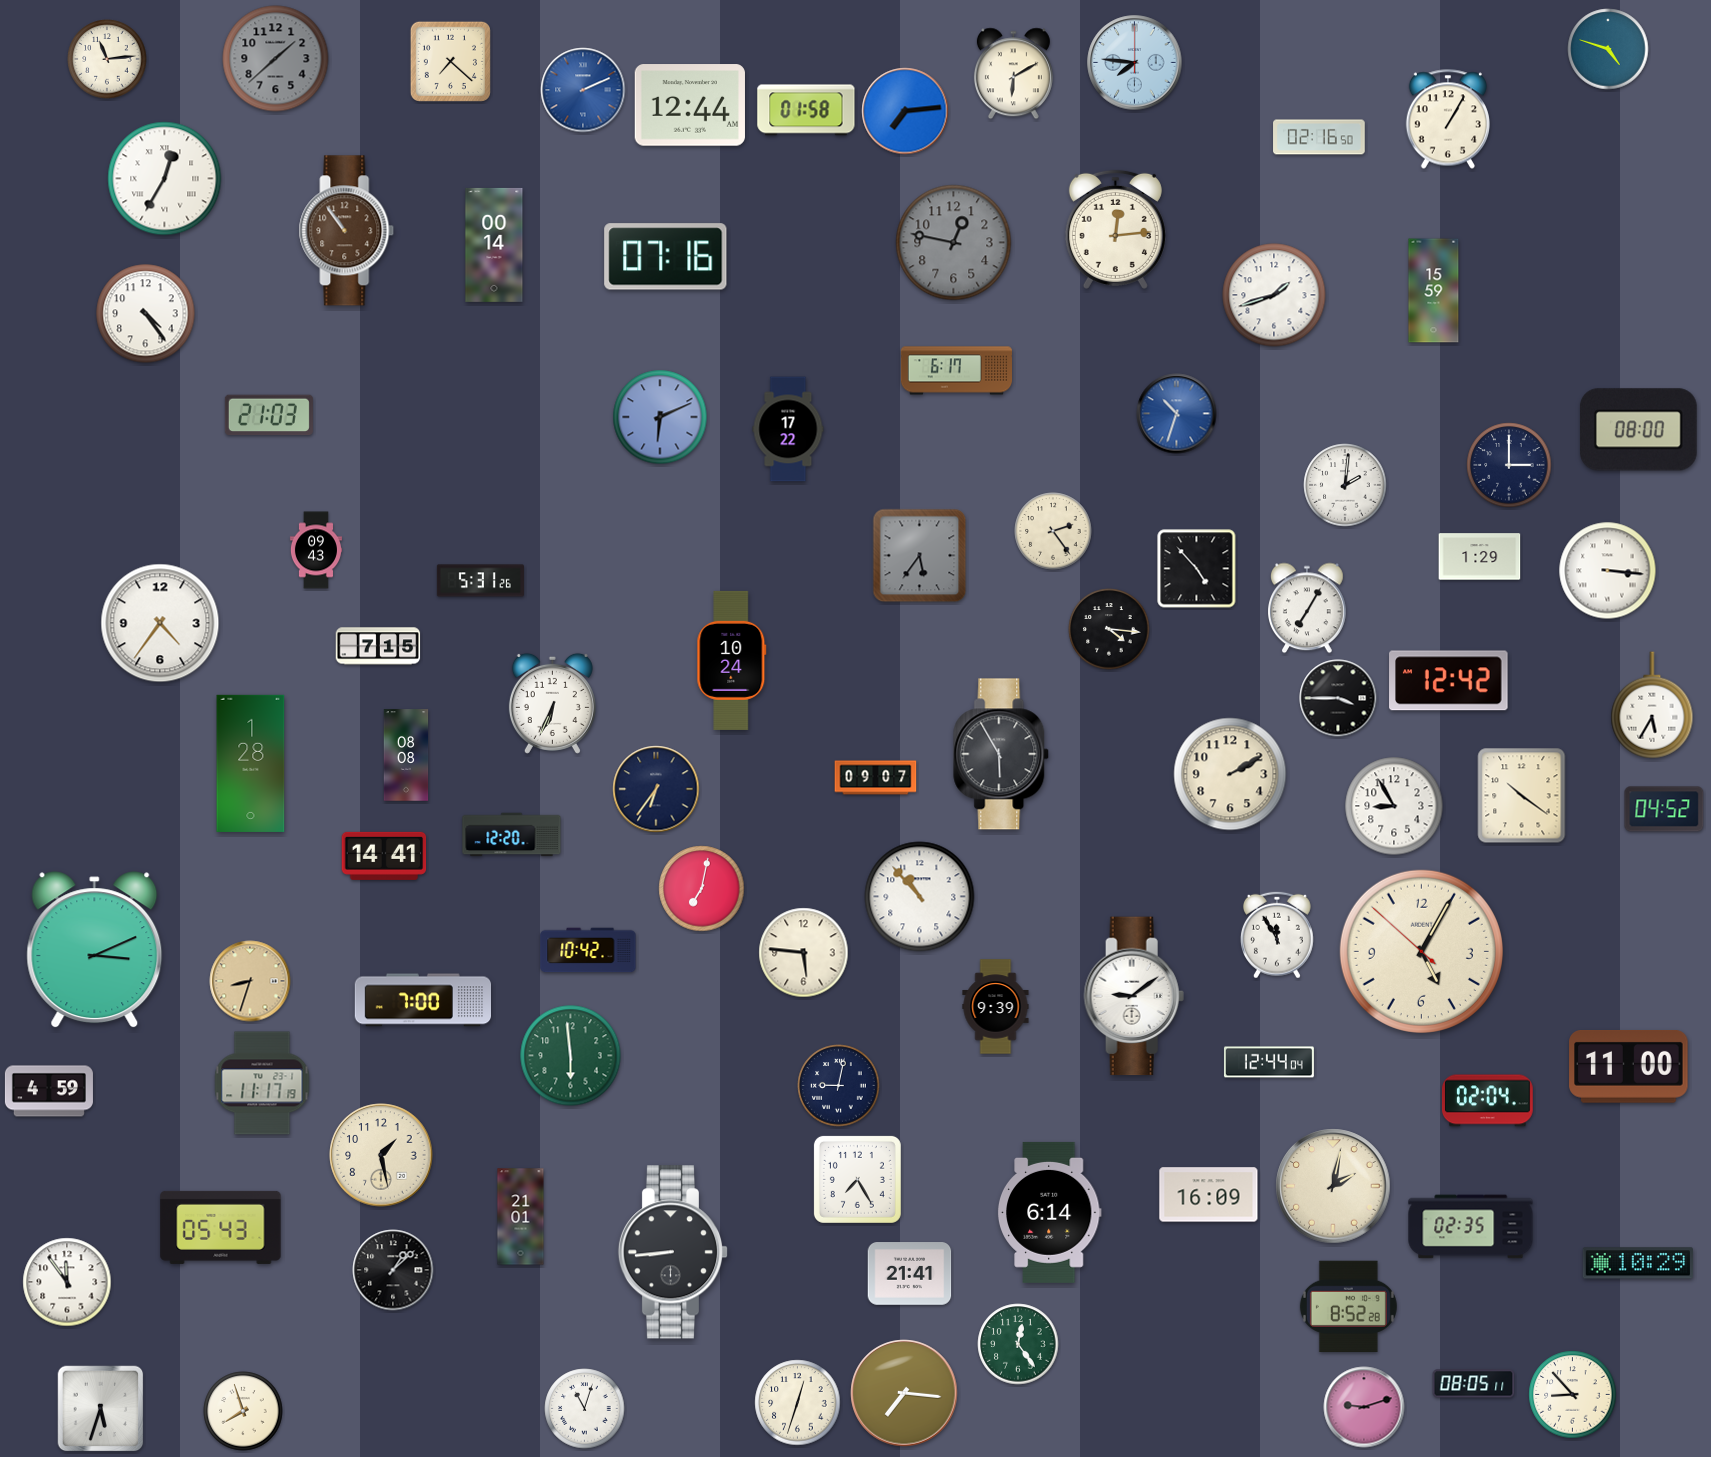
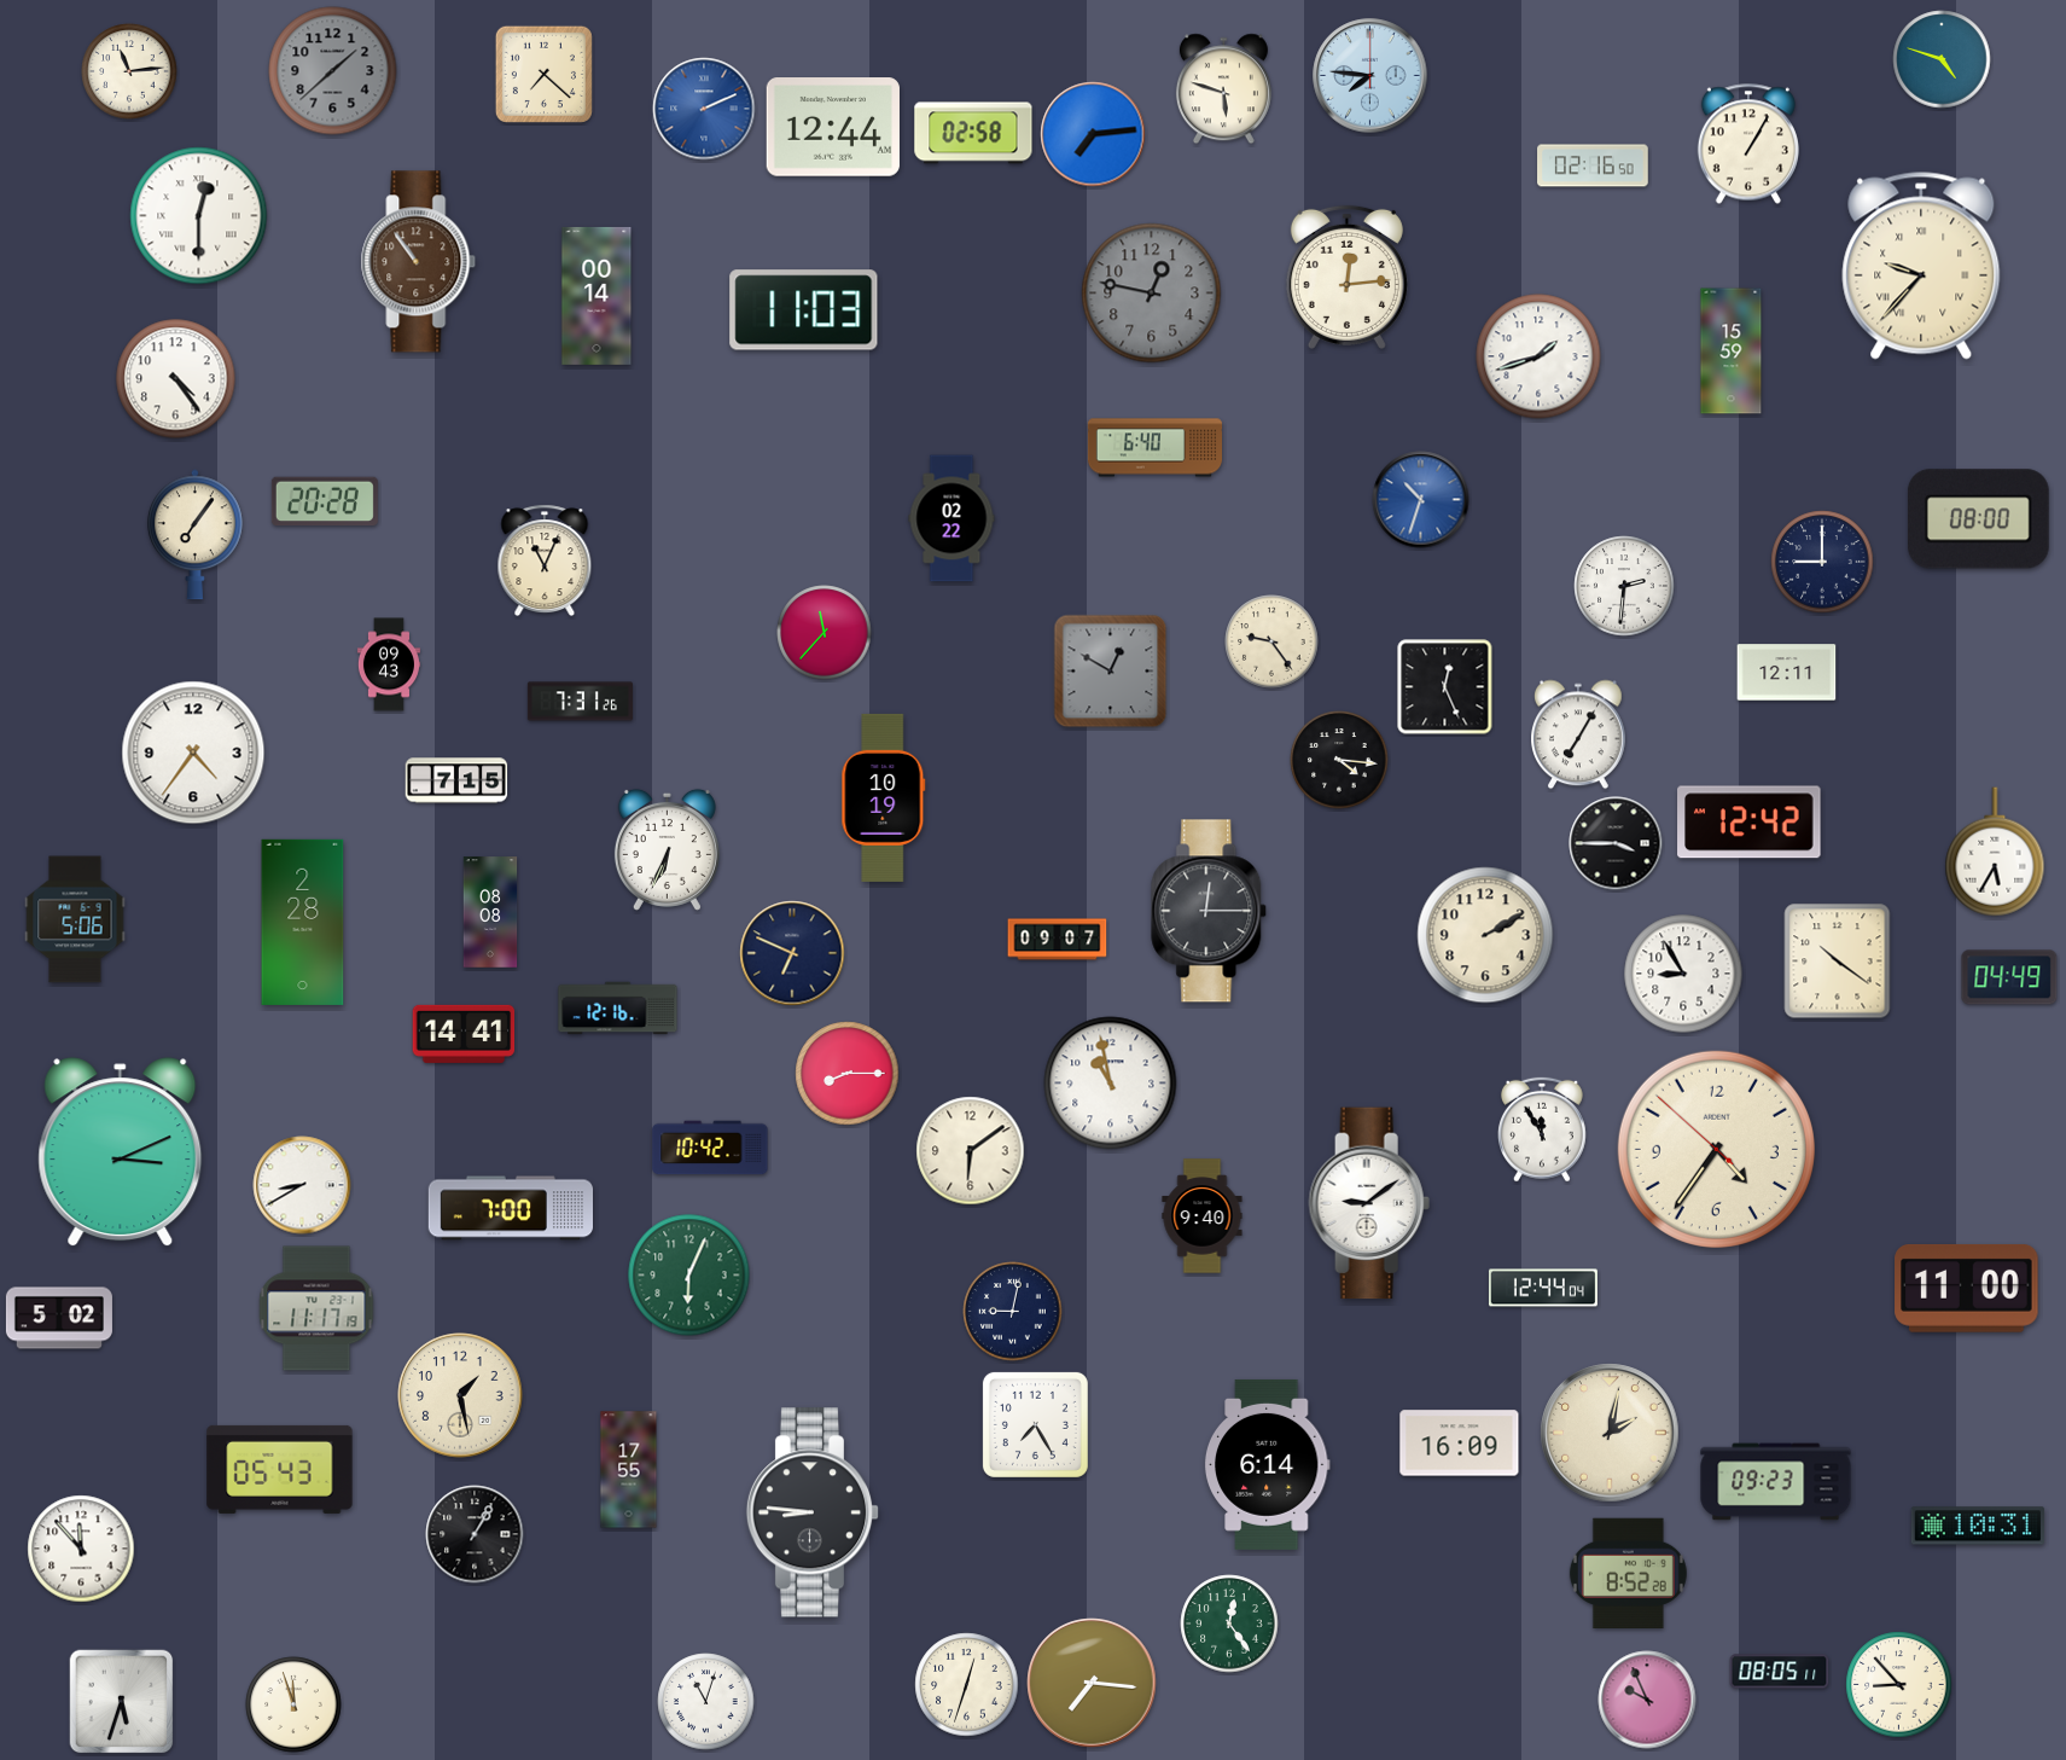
clock at (1013, 74): 6:10 -> 5:48
clock at (806, 110): 01:58 -> 02:58
clock at (165, 179): 12:35 -> 12:30
clock at (1921, 266): none -> 9:37
clock at (347, 231) position: (347, 231) -> (419, 262)
clock at (666, 257): 07:16 -> 11:03
clock at (957, 371): 6:17 -> 6:40
clock at (269, 415): 21:03 -> 20:28
clock at (660, 417): 6:11 -> none
clock at (788, 429): 17:22 -> 02:22
clock at (196, 535): none -> 7:06
clock at (545, 560): none -> 11:04
clock at (1509, 465): 3:00 -> 9:00
clock at (1345, 485): 2:01 -> 2:31
clock at (825, 633): none -> 11:37
clock at (1053, 531): 2:24 -> 9:24
clock at (316, 550) position: (316, 550) -> (389, 664)
clock at (920, 556): 5:36 -> 12:50
clock at (1480, 557): 1:29 -> 12:11
clock at (1197, 569): 4:53 -> 12:26
clock at (1608, 571): 3:16 -> none
clock at (480, 581): 5:31 -> 7:31
clock at (732, 660): 10:24 -> 10:19
clock at (1002, 754): 5:55 -> 12:15
clock at (75, 919): none -> 5:06
clock at (251, 763): 1:28 -> 2:28
clock at (656, 789): 6:36 -> 6:49
clock at (1664, 809): 04:52 -> 04:49
clock at (512, 835): 12:20 -> 12:16
clock at (702, 889): 7:02 -> 8:15
clock at (920, 897): 10:53 -> 10:58
clock at (95, 950) position: (95, 950) -> (121, 1152)
clock at (1421, 951): 5:04 -> 4:35
clock at (804, 953): 5:46 -> 6:09
clock at (250, 981): 8:33 -> 8:40
clock at (250, 981) dial: champagne -> white
clock at (996, 1007): 9:39 -> 9:40
clock at (571, 1056): 5:59 -> 6:04
clock at (1269, 1062) position: (1269, 1062) -> (1543, 1288)
clock at (49, 1091): 4:59 -> 5:02
clock at (1487, 1101): 02:04 -> none
clock at (521, 1217): 21:01 -> 17:55
clock at (221, 1227) position: (221, 1227) -> (280, 1469)
clock at (1471, 1227): 02:35 -> 09:23
clock at (673, 1252): 8:44 -> 8:46
clock at (1637, 1263): 10:29 -> 10:31
clock at (393, 1270): 1:08 -> 1:05
clock at (910, 1274): 21:41 -> none
clock at (67, 1282): 11:54 -> 11:53
clock at (1348, 1306) position: (1348, 1306) -> (1628, 1573)
clock at (798, 1403) position: (798, 1403) -> (967, 1685)
clock at (1364, 1407): 9:12 -> 9:56
clock at (243, 1411): 7:57 -> 11:57
